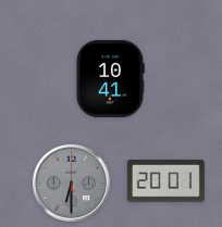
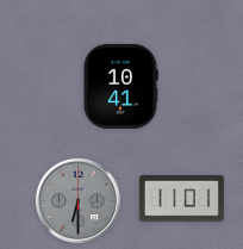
clock at (165, 181): 20:01 -> 11:01
